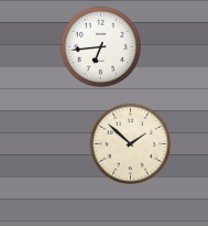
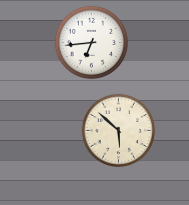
clock at (130, 143): 1:52 -> 5:52
